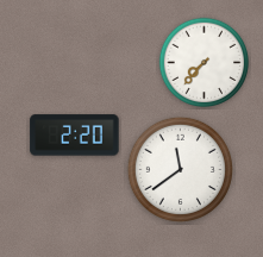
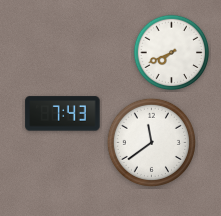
clock at (205, 63): 7:37 -> 7:41
clock at (75, 136): 2:20 -> 7:43
